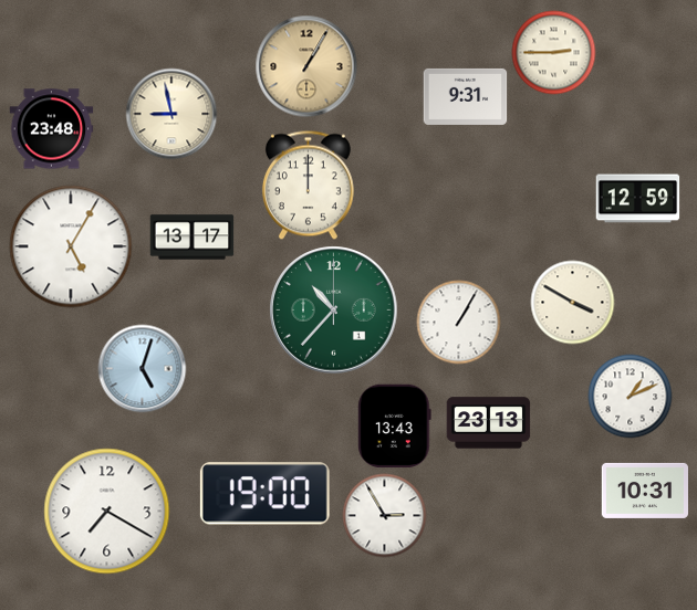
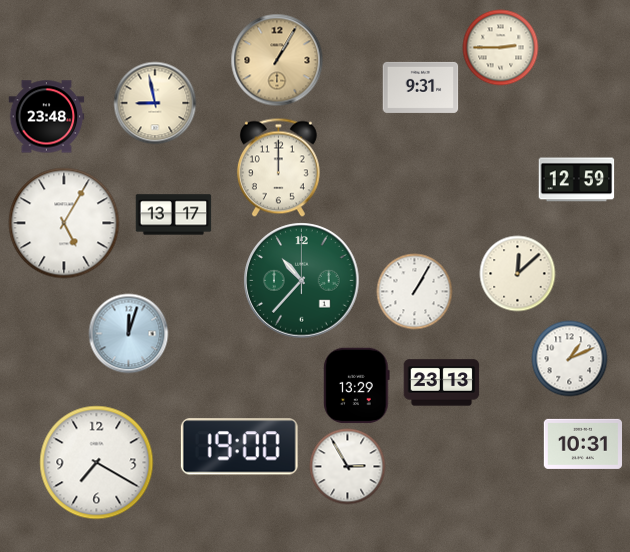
clock at (573, 303): 3:50 -> 12:08
clock at (143, 369): 5:03 -> 12:03
clock at (395, 427): 13:43 -> 13:29
